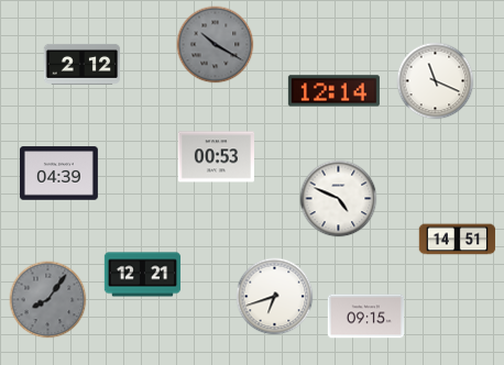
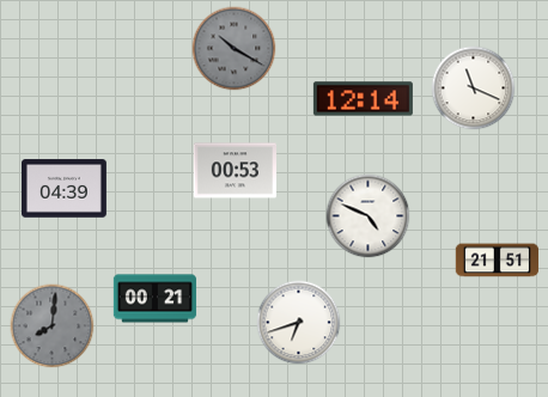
clock at (83, 64): 2:12 -> none
clock at (458, 240): 14:51 -> 21:51
clock at (143, 275): 12:21 -> 00:21
clock at (48, 300): 8:06 -> 8:01
clock at (366, 317): 09:15 -> none
